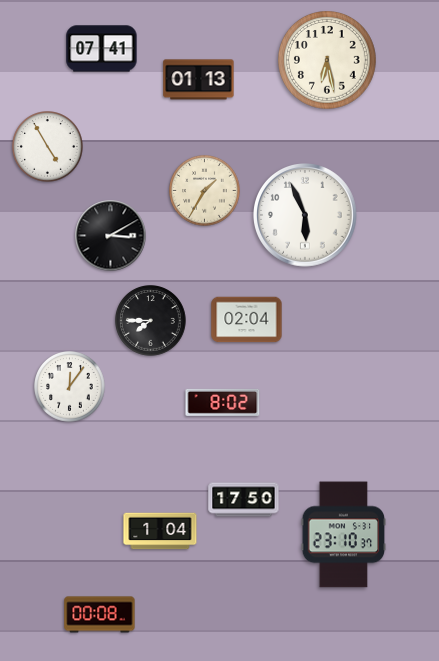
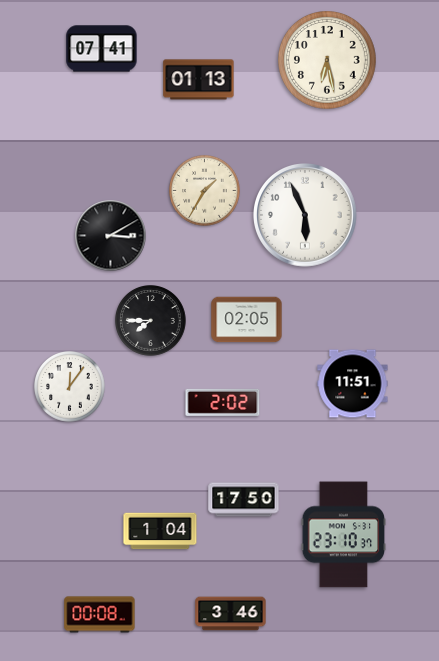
clock at (48, 147): 4:55 -> none
clock at (247, 320): 02:04 -> 02:05
clock at (353, 384): none -> 11:51
clock at (223, 402): 8:02 -> 2:02
clock at (231, 614): none -> 3:46
